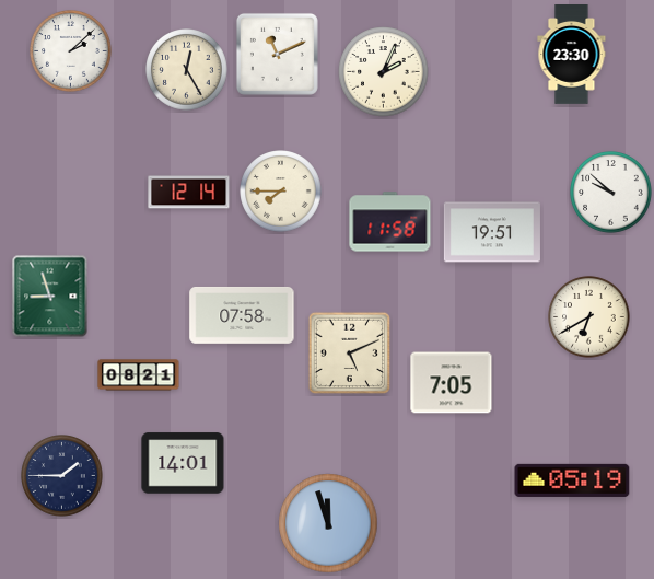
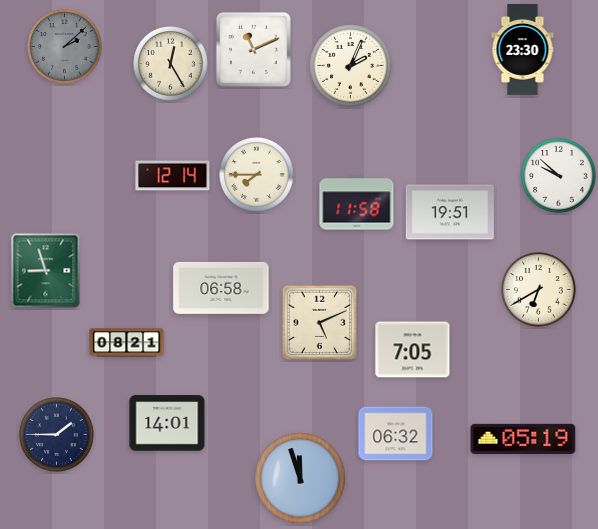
clock at (71, 51) dial: white -> grey
clock at (242, 315): 07:58 -> 06:58
clock at (396, 434): none -> 06:32
